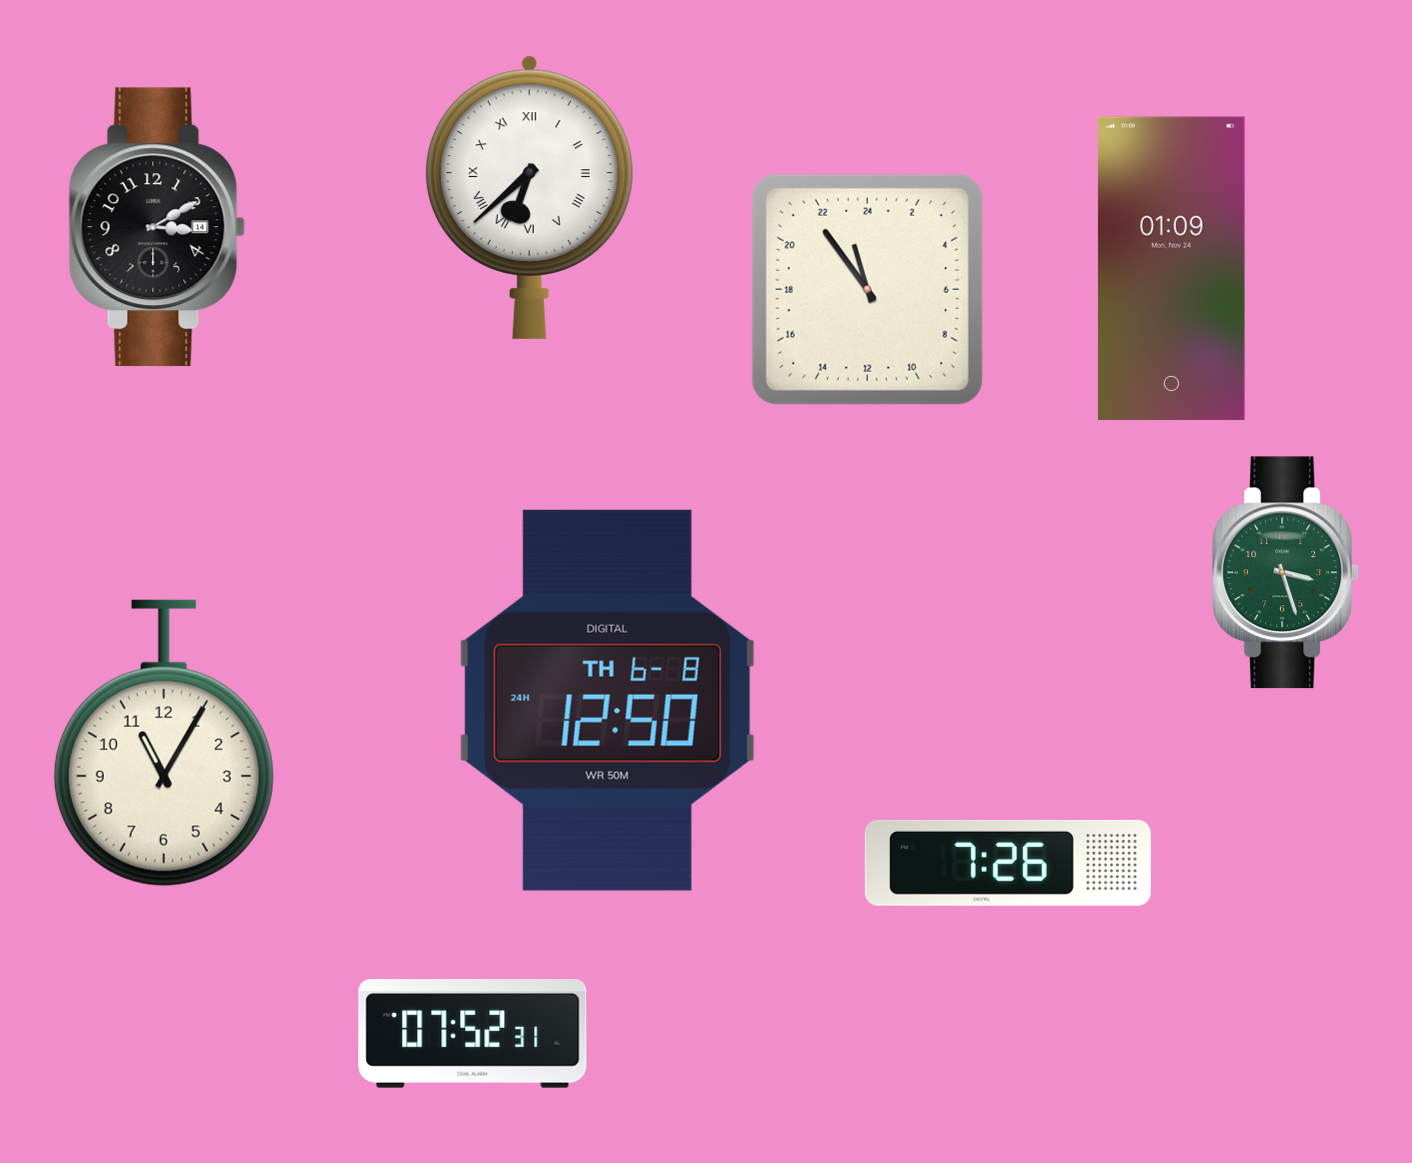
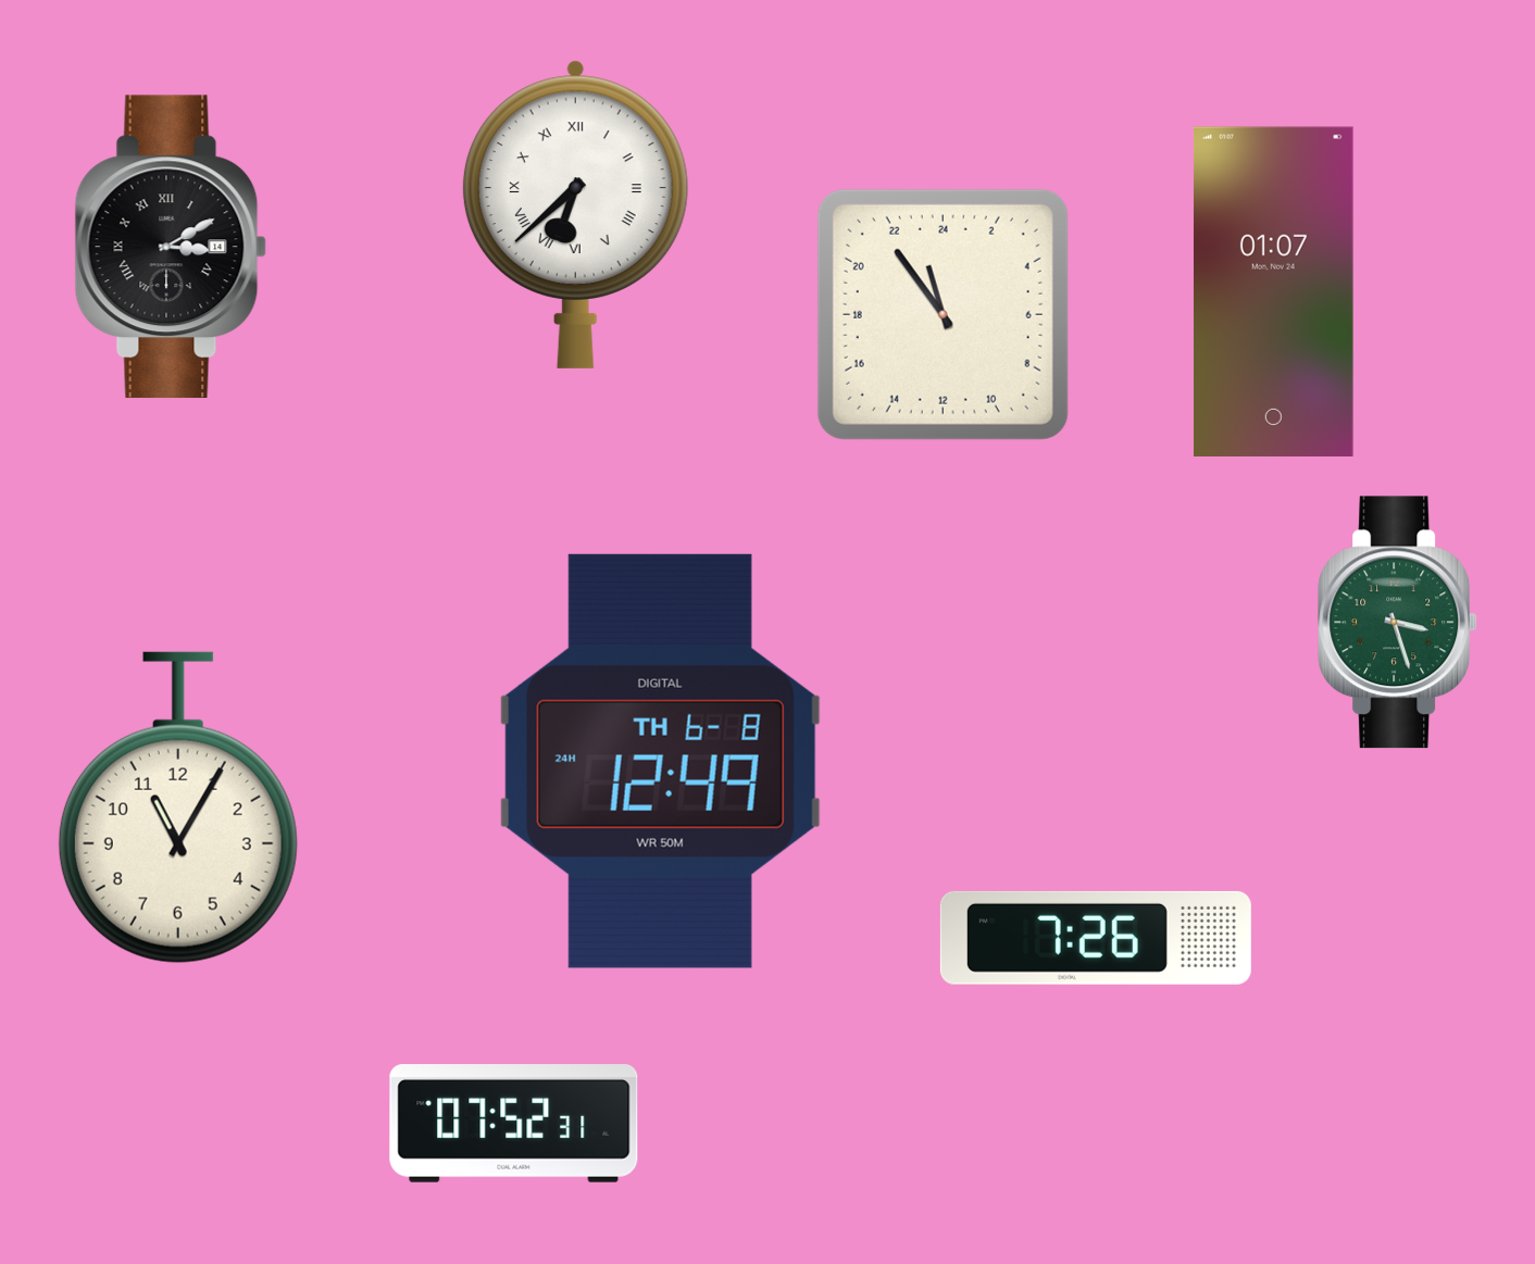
clock at (157, 227) numerals: Arabic -> Roman
clock at (1171, 268): 01:09 -> 01:07
clock at (607, 700): 12:50 -> 12:49
